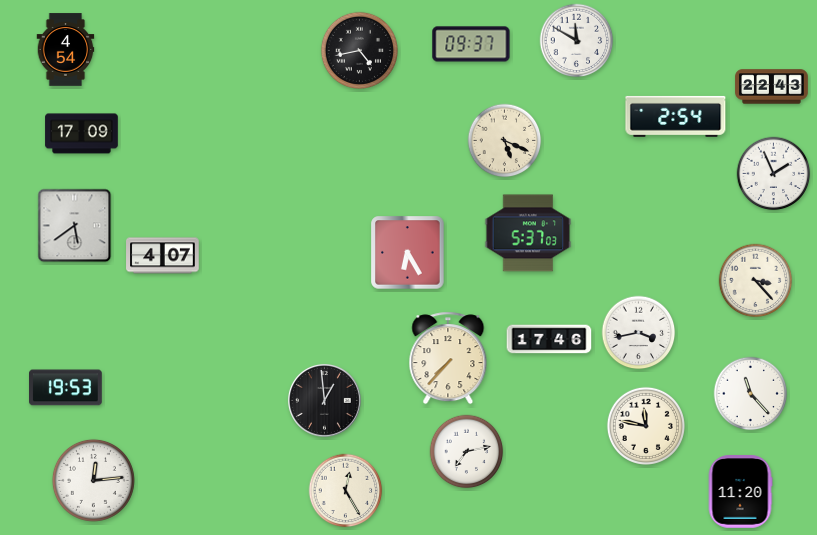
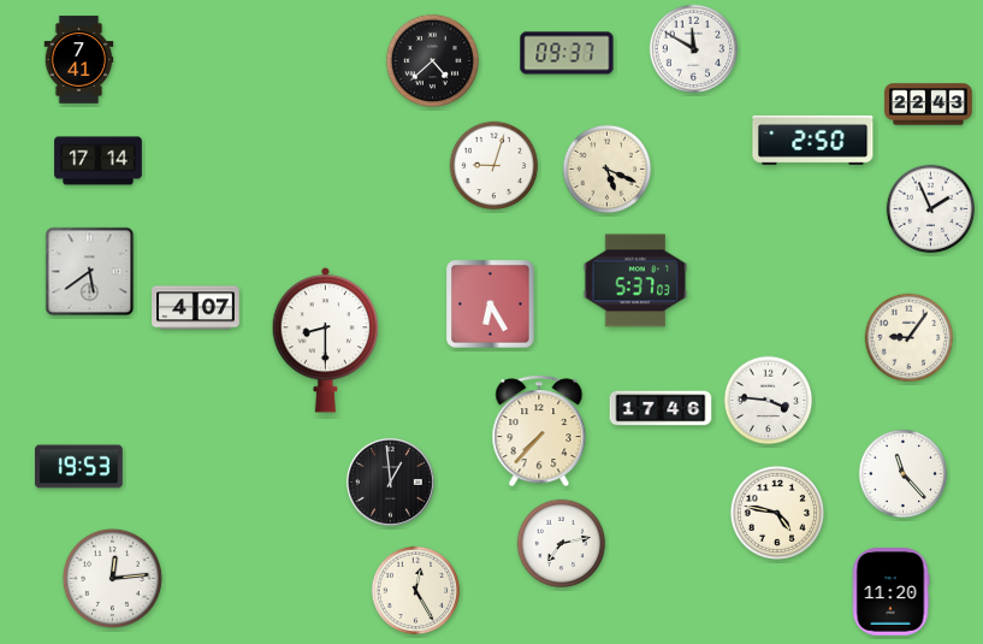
clock at (66, 50): 4:54 -> 7:41
clock at (359, 50): 4:43 -> 4:38
clock at (676, 116): 2:54 -> 2:50
clock at (82, 134): 17:09 -> 17:14
clock at (495, 166): none -> 9:03
clock at (756, 281): 3:23 -> 9:06
clock at (326, 339): none -> 8:30
clock at (639, 333): 3:43 -> 3:46
clock at (646, 426): 11:47 -> 4:47
